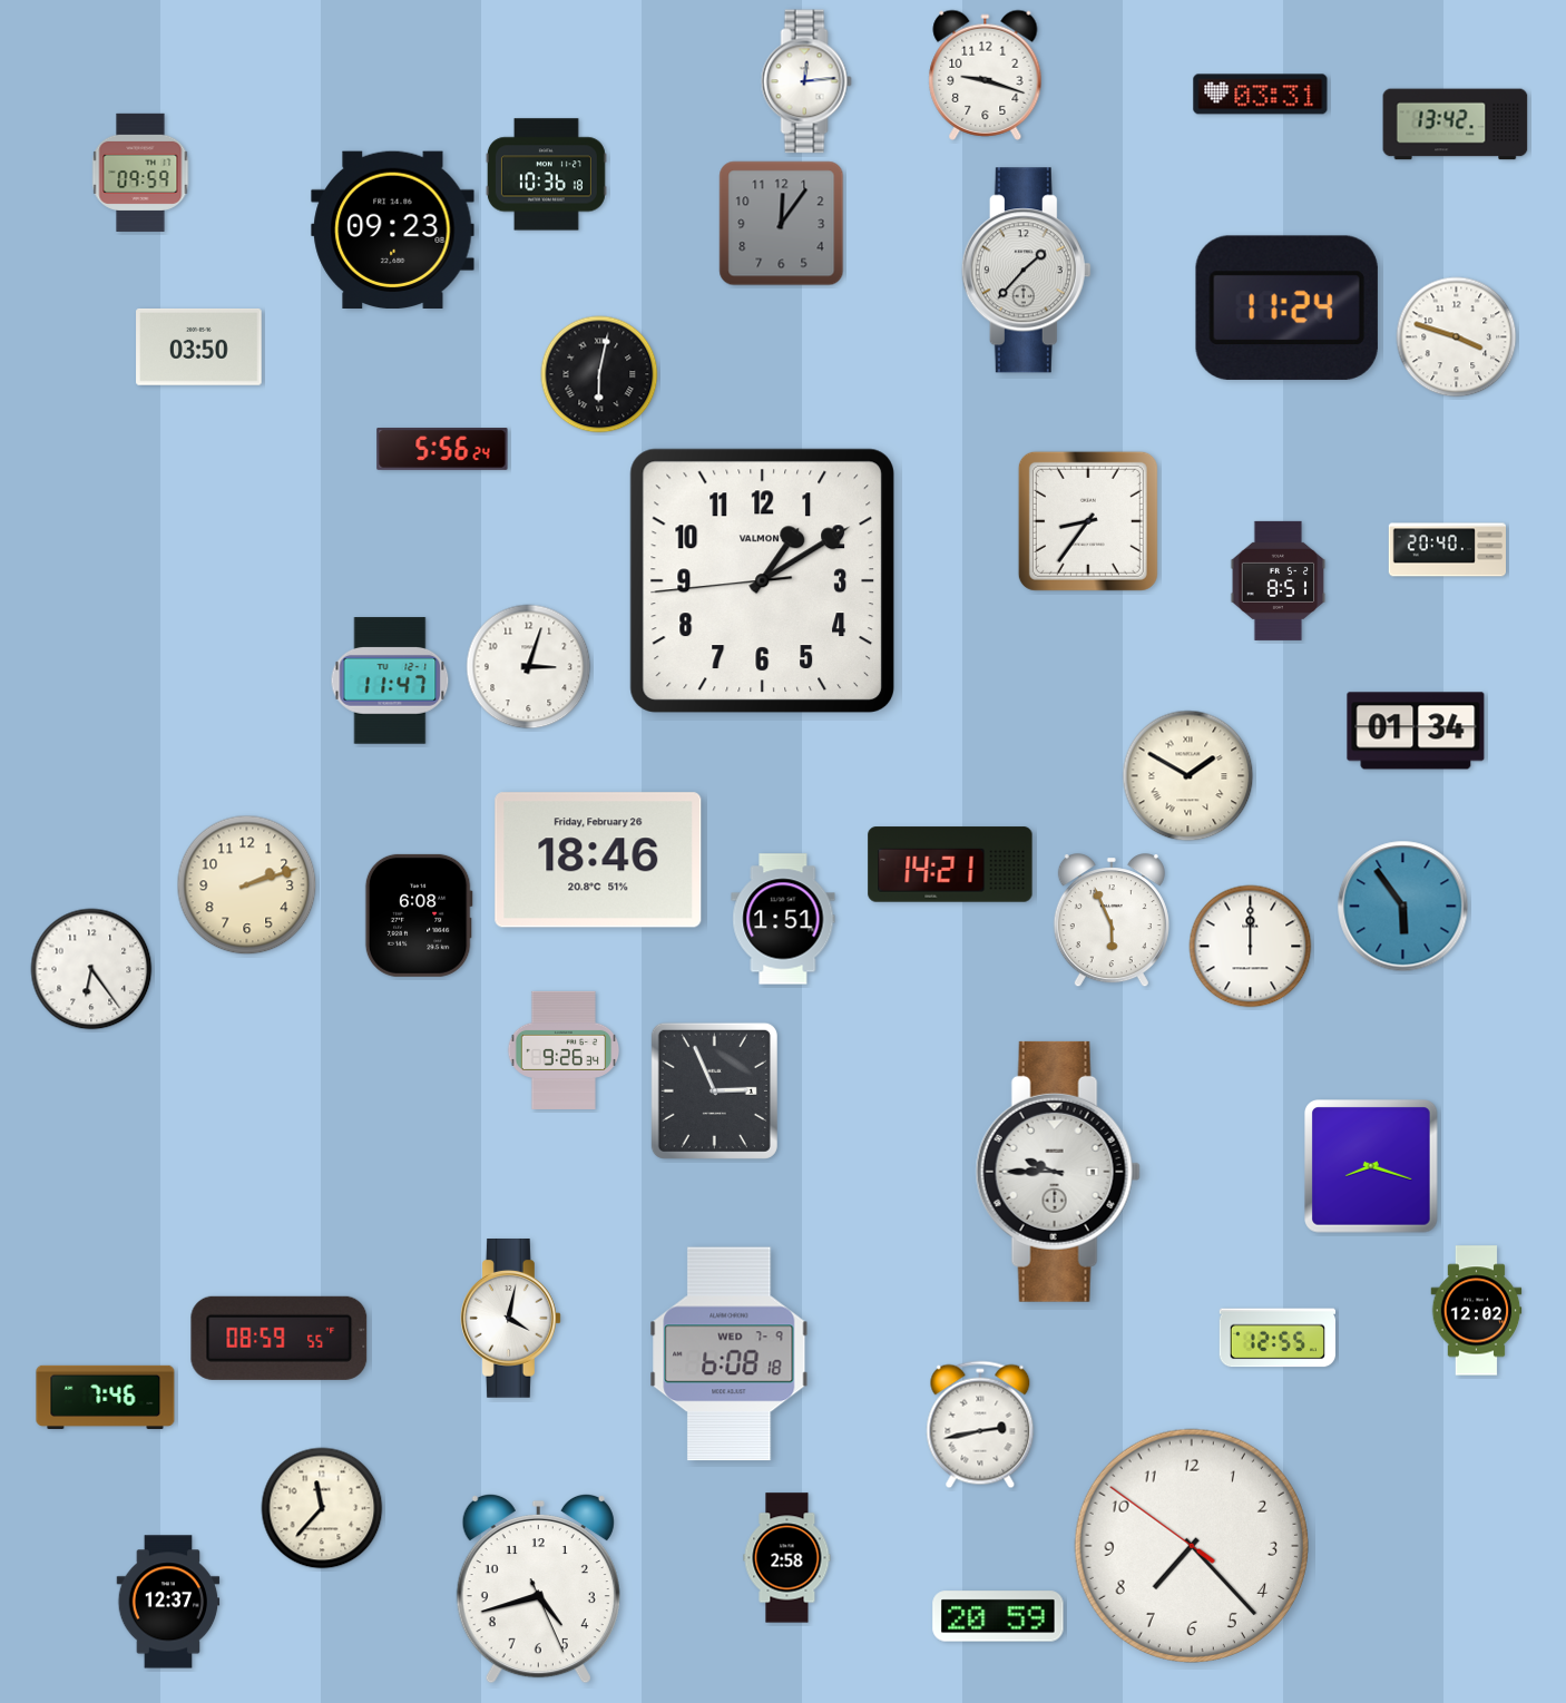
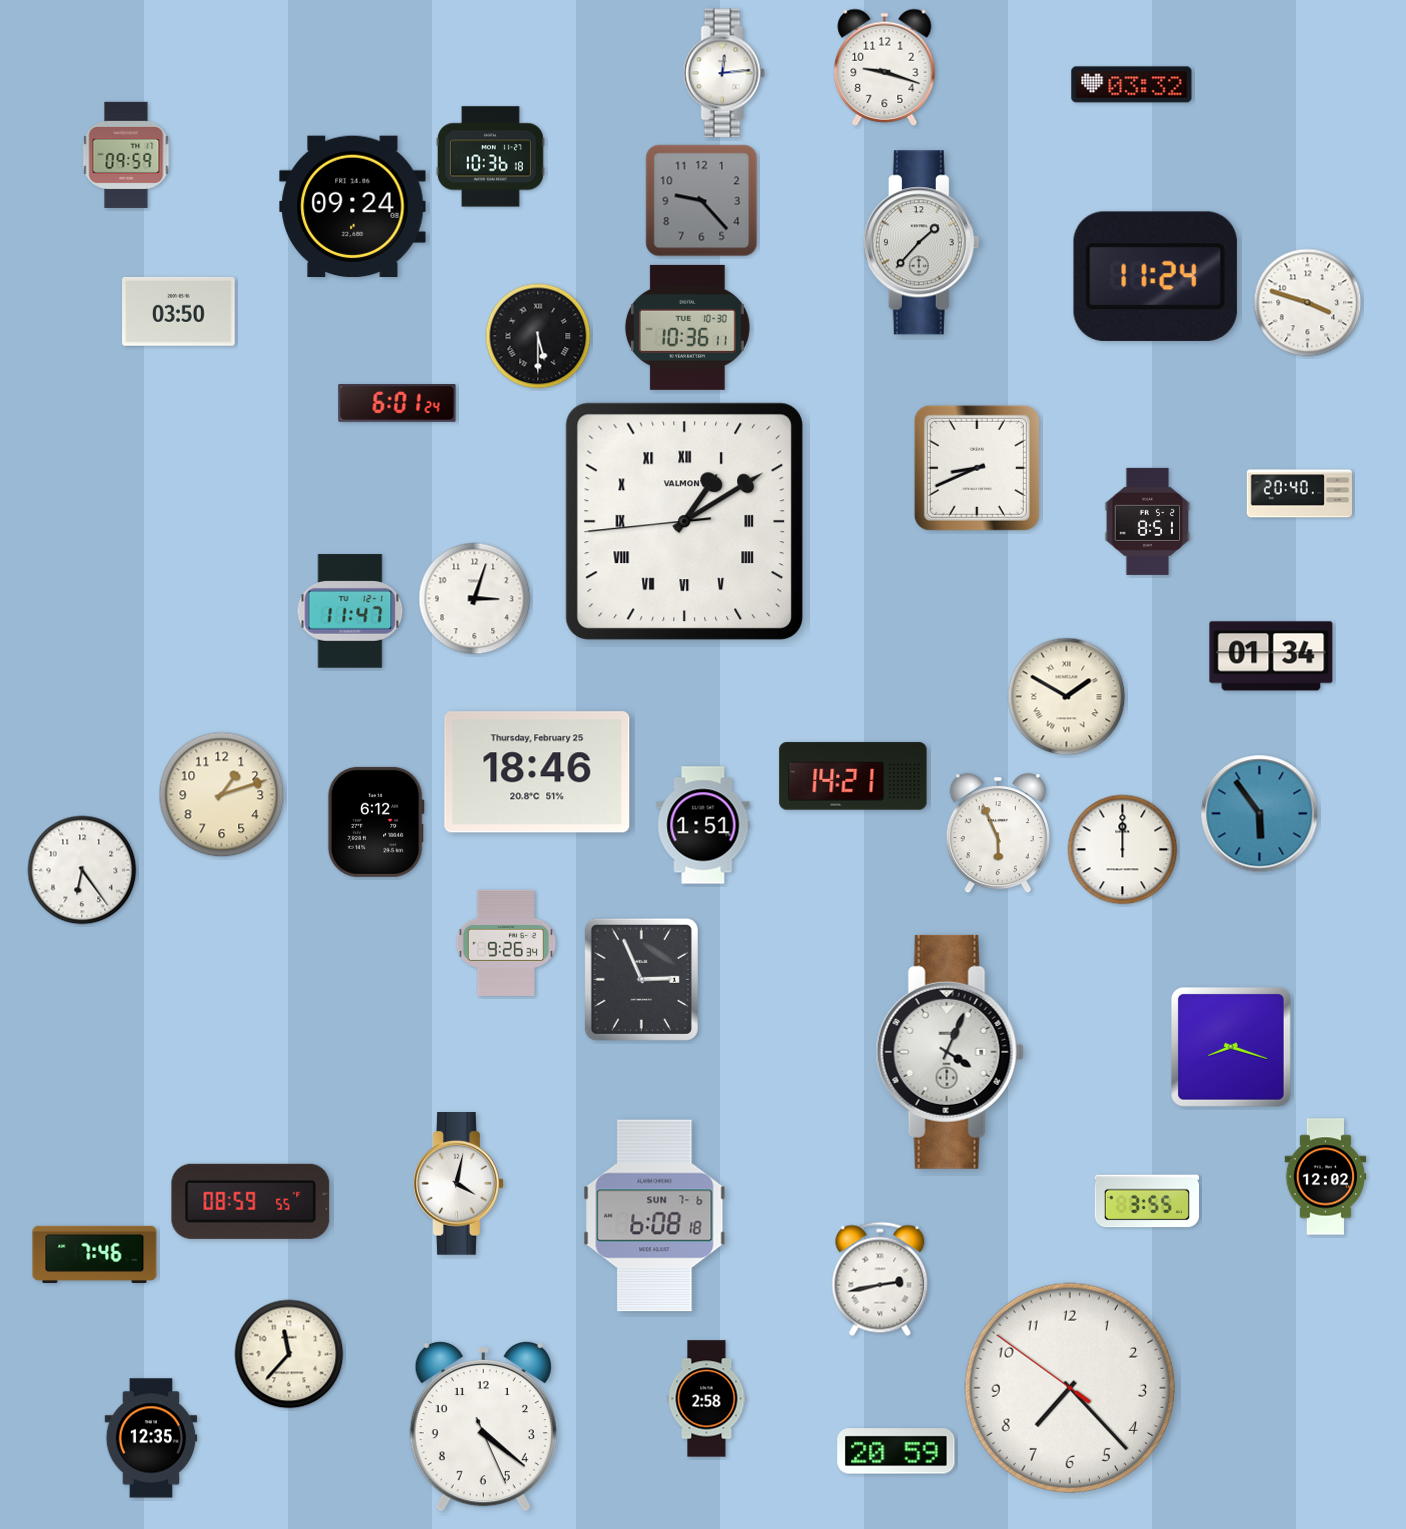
clock at (1261, 95): 03:31 -> 03:32
clock at (1456, 125): 13:42 -> none
clock at (782, 224): 12:06 -> 9:23
clock at (393, 229): 09:23 -> 09:24
clock at (687, 327): none -> 10:36
clock at (599, 374): 6:02 -> 5:30
clock at (442, 450): 5:56 -> 6:01
clock at (1088, 521): 8:36 -> 8:41
clock at (762, 580) numerals: Arabic -> Roman
clock at (598, 860) date: Friday, February 26 -> Thursday, February 25
clock at (247, 885): 2:12 -> 1:12
clock at (419, 916): 6:08 -> 6:12
clock at (1112, 921) position: (1112, 921) -> (998, 834)
clock at (1058, 1172): 9:45 -> 4:04
clock at (1276, 1338): 12:55 -> 3:55
clock at (730, 1354) date: WED 7-9 -> SUN 7-6
clock at (538, 1588): 4:42 -> 4:21
clock at (168, 1602): 12:37 -> 12:35
